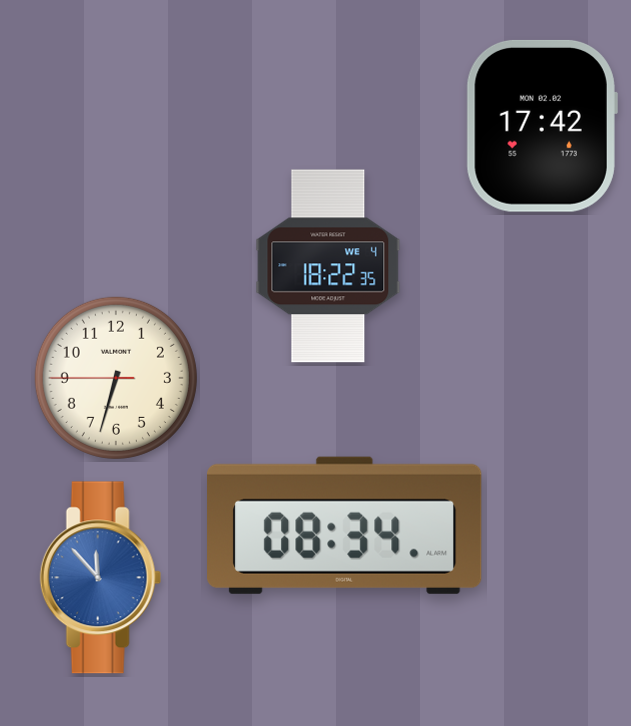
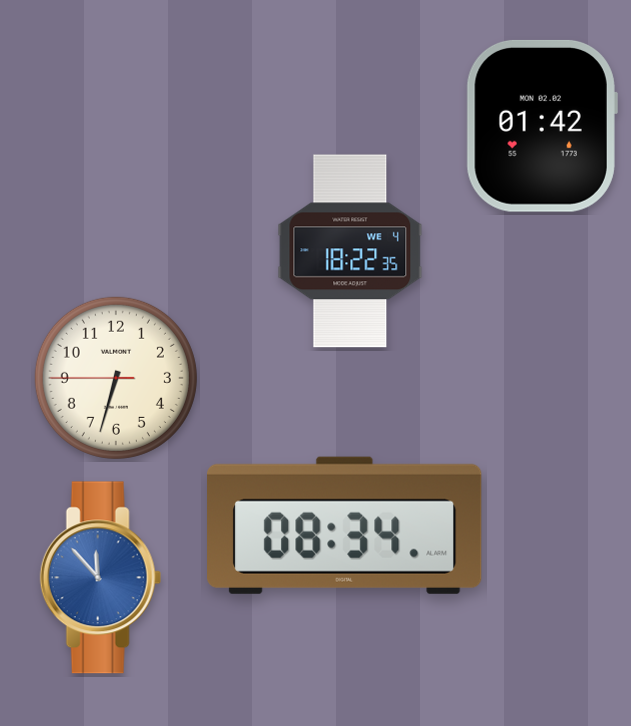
clock at (542, 126): 17:42 -> 01:42
clock at (328, 266) position: (328, 266) -> (350, 251)
